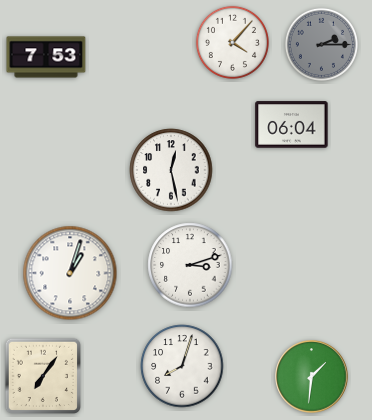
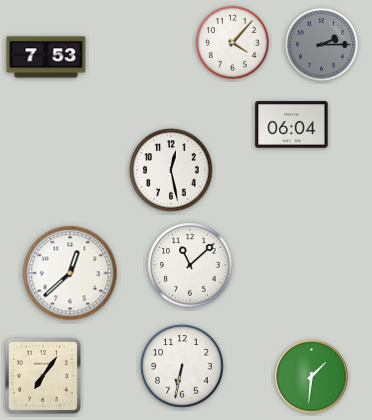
clock at (190, 265): 3:12 -> 11:08
clock at (70, 273): 1:03 -> 12:38
clock at (182, 366): 8:03 -> 6:32
